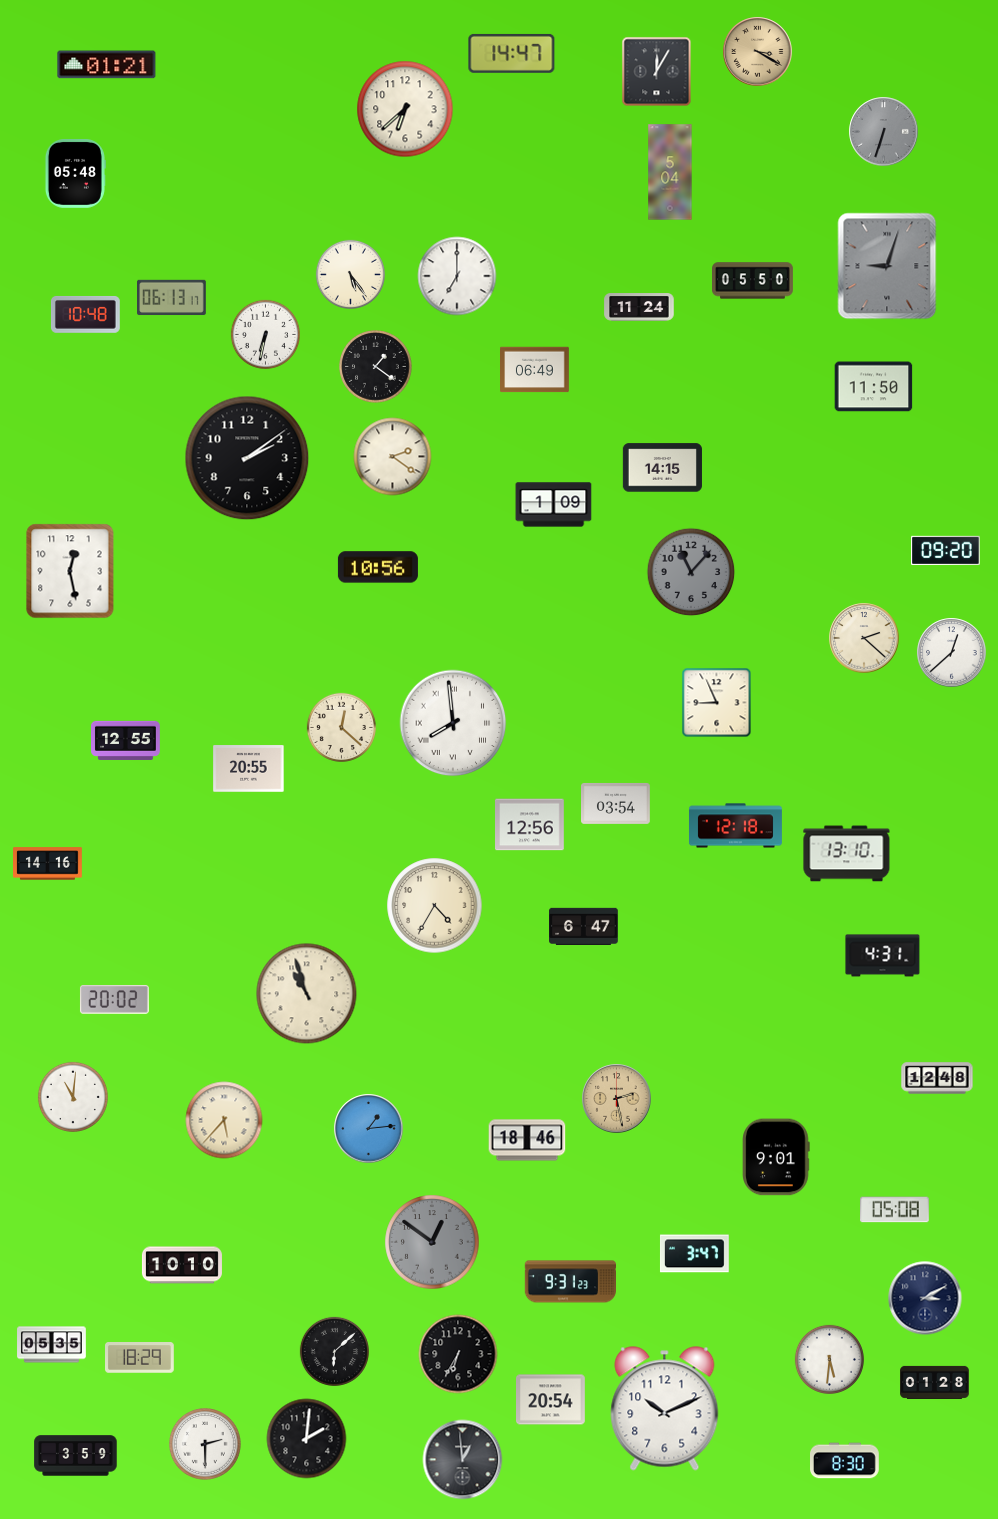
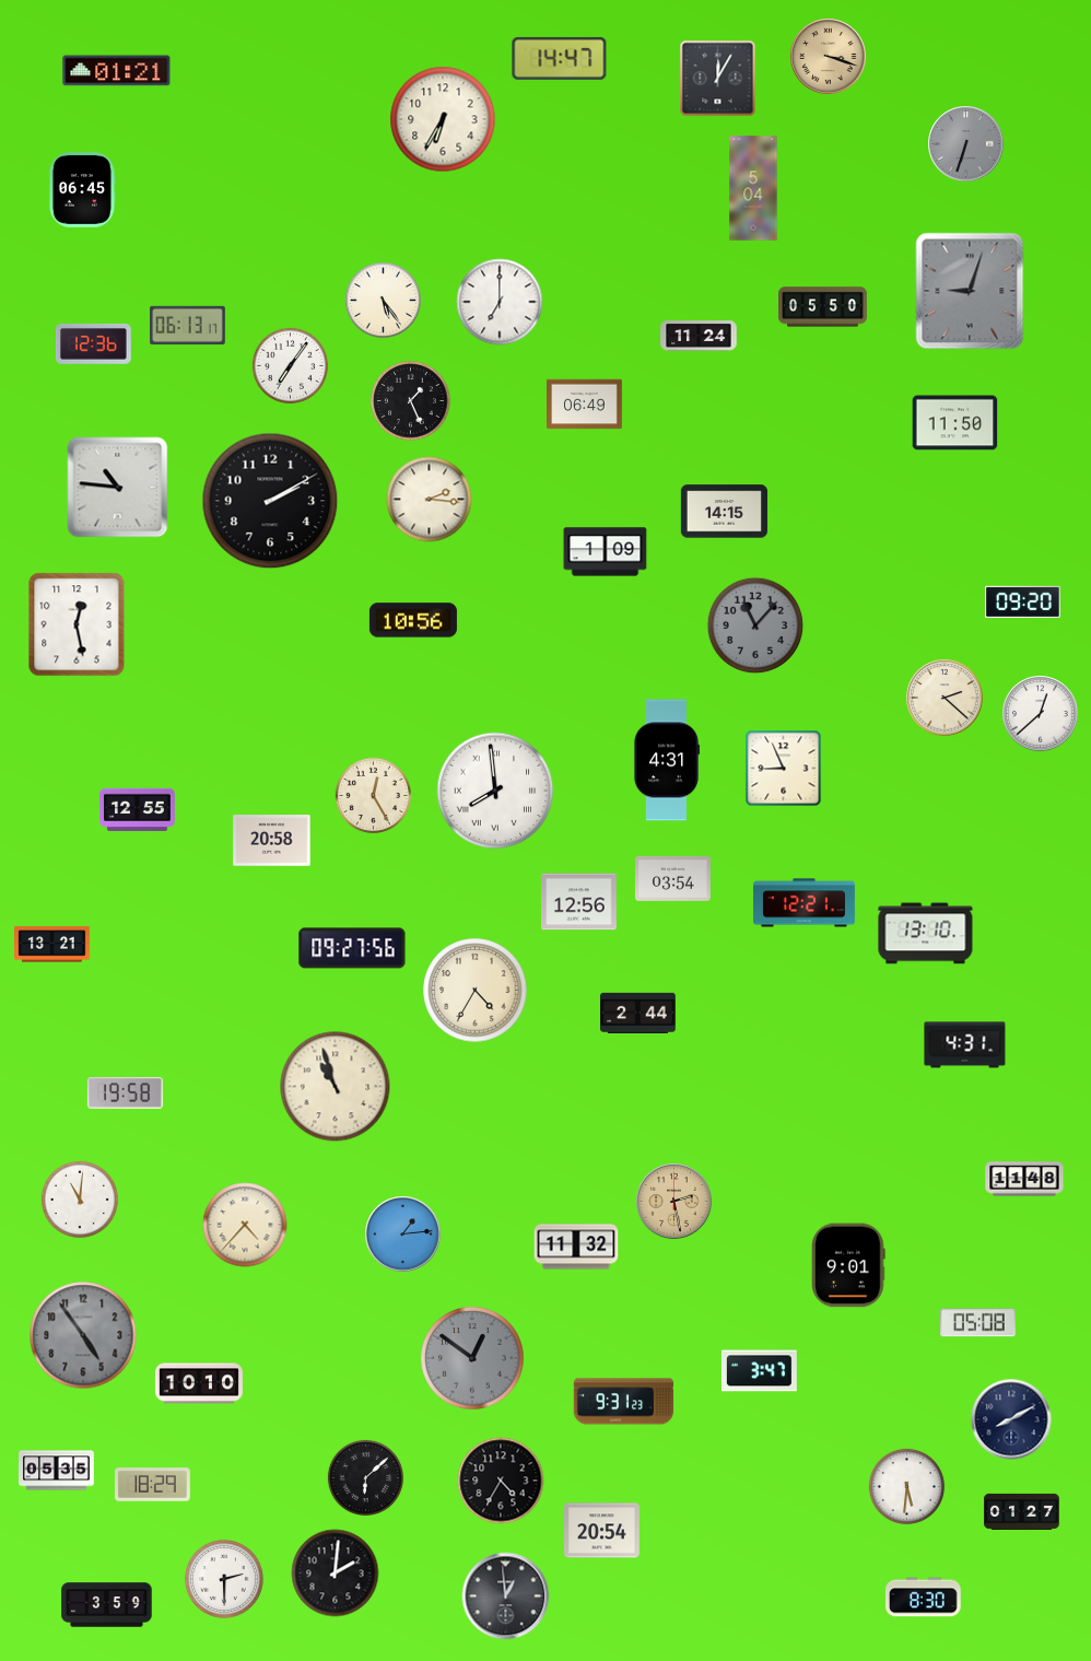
clock at (758, 52): 3:20 -> 3:18
clock at (405, 109): 6:38 -> 6:35
clock at (670, 172) position: (670, 172) -> (753, 188)
clock at (75, 174): 05:48 -> 06:45
clock at (86, 315): 10:48 -> 12:36
clock at (265, 334): 6:32 -> 7:06
clock at (376, 367): 1:21 -> 1:26
clock at (118, 488): none -> 10:46
clock at (393, 457): 2:21 -> 2:16
clock at (247, 458): 2:09 -> 2:10
clock at (946, 550) position: (946, 550) -> (1023, 601)
clock at (666, 760): none -> 4:31
clock at (341, 727): 12:22 -> 12:25
clock at (249, 769): 20:55 -> 20:58
clock at (735, 826): 12:18 -> 12:21
clock at (48, 864): 14:16 -> 13:21
clock at (352, 948): none -> 09:27
clock at (584, 926): 6:47 -> 2:44
clock at (114, 1000): 20:02 -> 19:58
clock at (937, 1078): 12:48 -> 11:48
clock at (224, 1120): 5:37 -> 4:37
clock at (527, 1140): 18:46 -> 11:32
clock at (83, 1335): none -> 4:54
clock at (925, 1298): 3:10 -> 8:10
clock at (458, 1354): 6:35 -> 4:35
clock at (935, 1382): 01:28 -> 01:27
clock at (665, 1409): 10:11 -> none
clock at (76, 1456) position: (76, 1456) -> (107, 1605)
